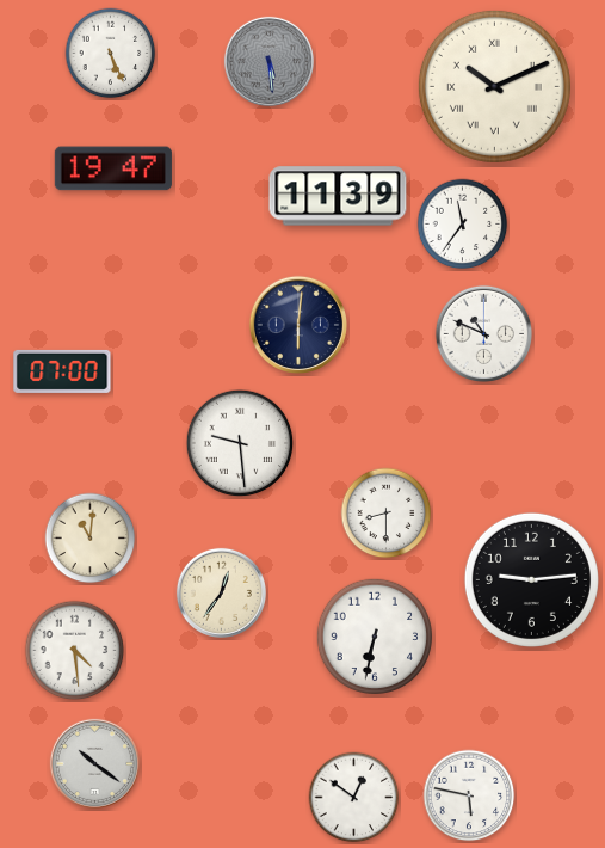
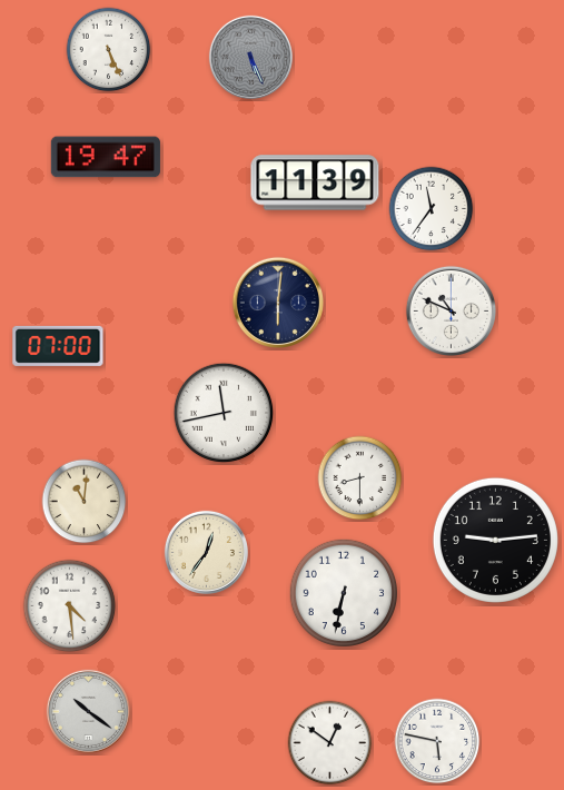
clock at (111, 54) position: (111, 54) -> (109, 50)
clock at (268, 61): 5:29 -> 5:26
clock at (494, 86): 10:11 -> none
clock at (240, 443): 9:29 -> 11:43
clock at (375, 637) position: (375, 637) -> (344, 593)
